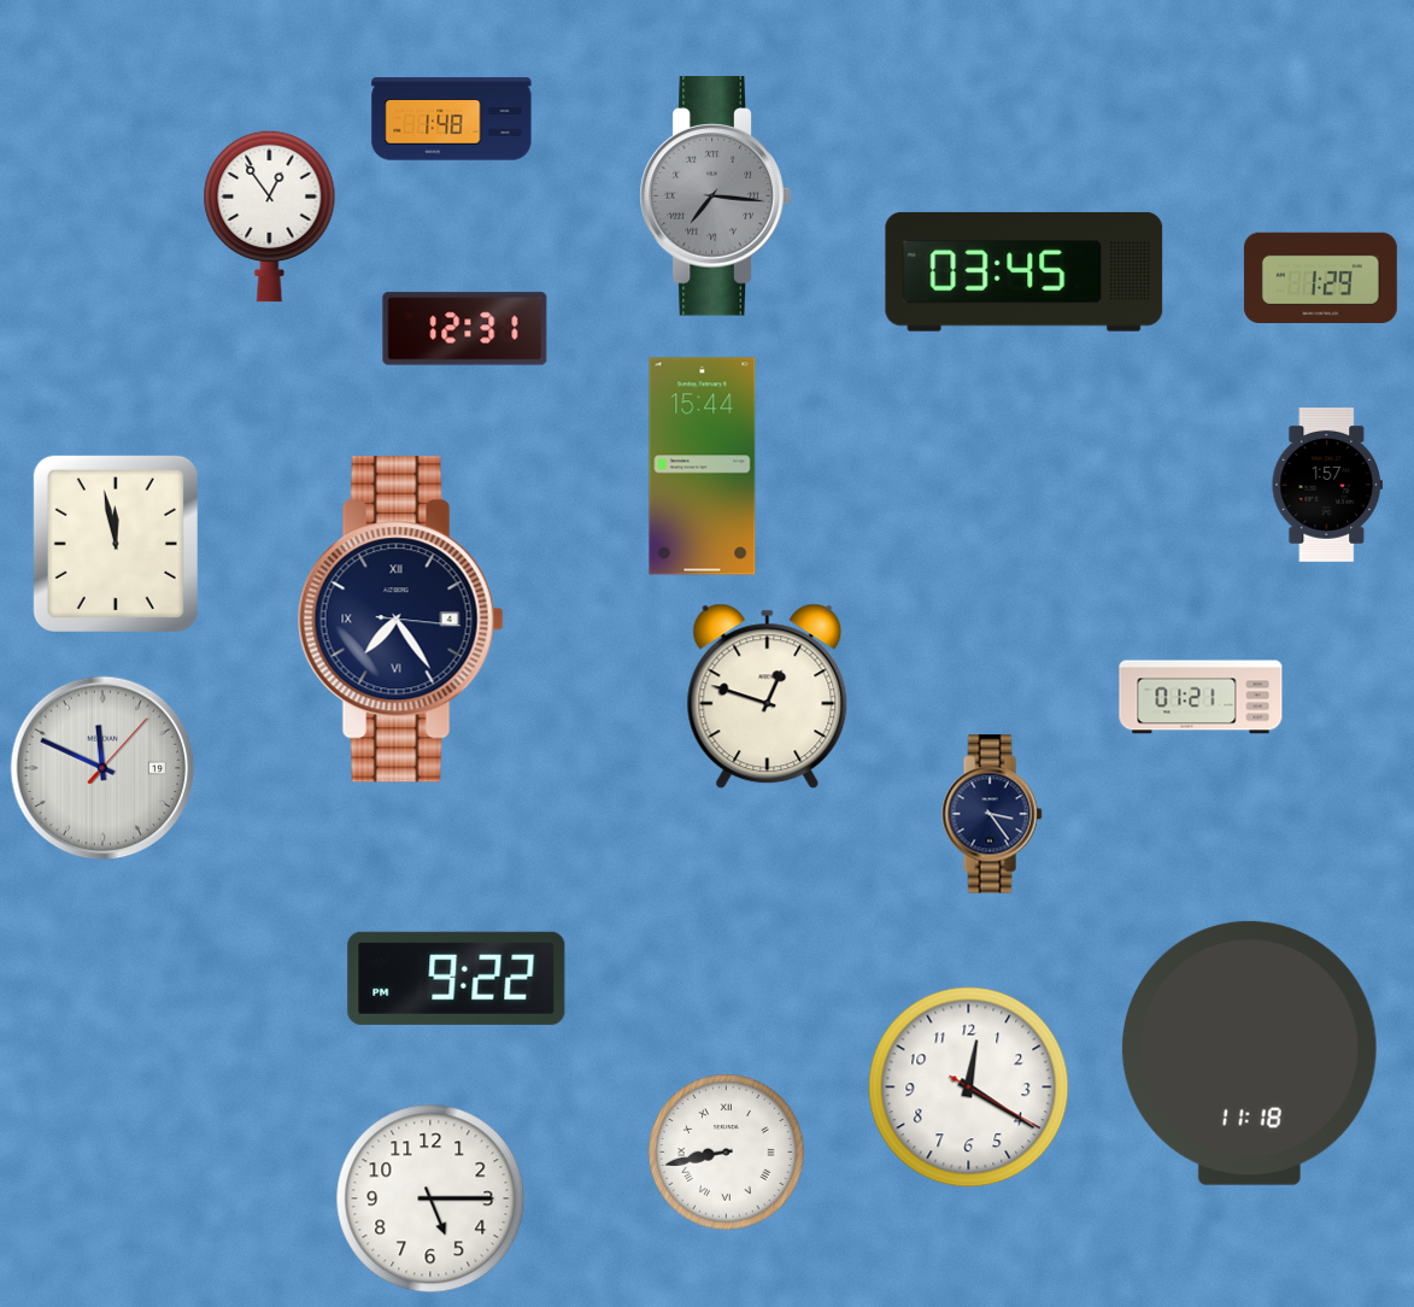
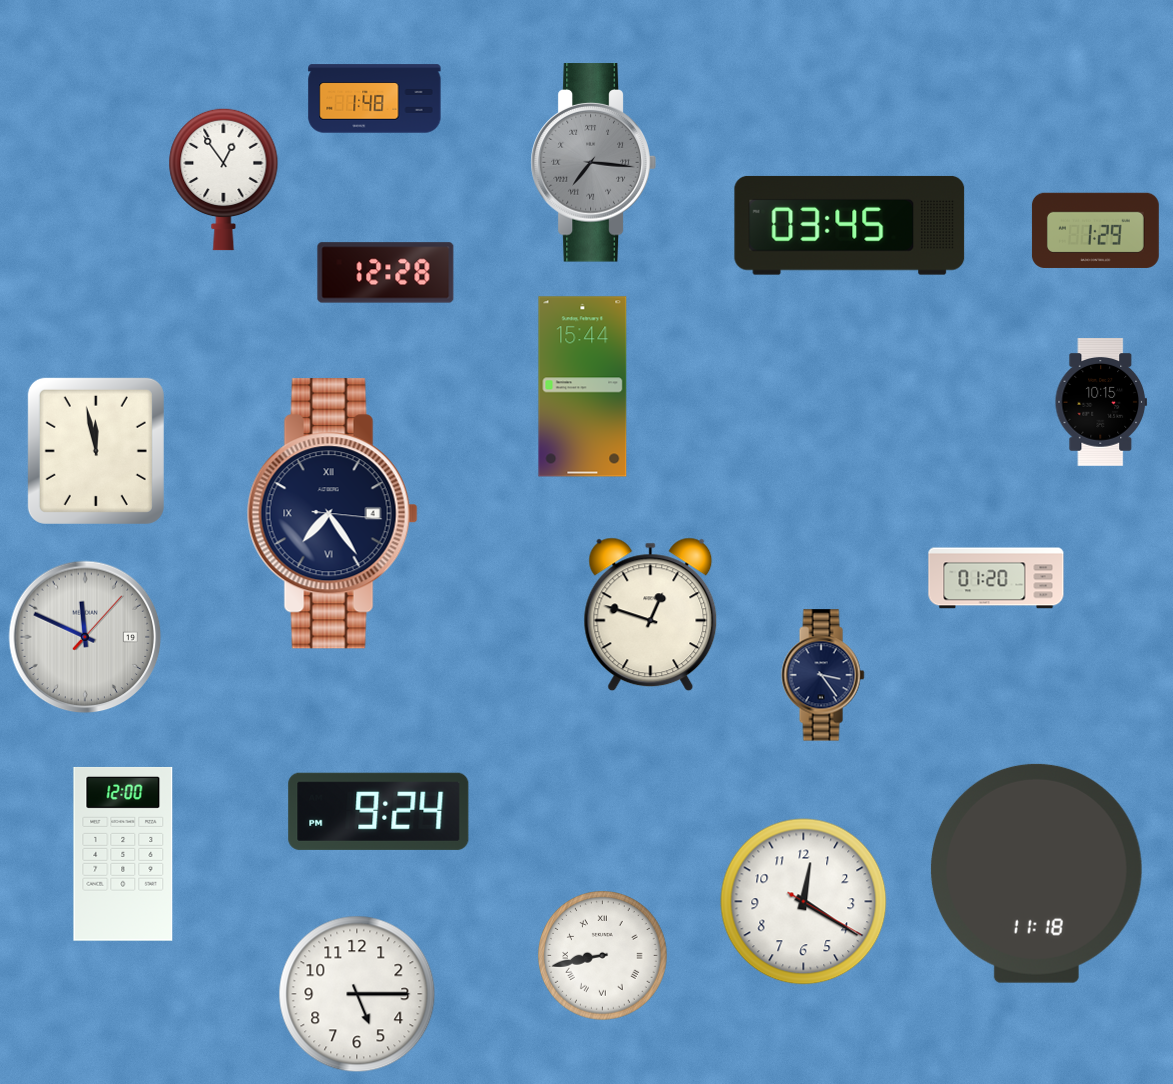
clock at (465, 329): 12:31 -> 12:28
clock at (1326, 486): 1:57 -> 10:15
clock at (768, 697) position: (768, 697) -> (651, 615)
clock at (1201, 697): 01:21 -> 01:20
clock at (457, 978): 9:22 -> 9:24
clock at (123, 854): none -> 12:00
